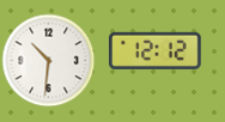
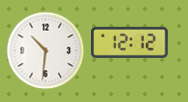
clock at (48, 60) position: (48, 60) -> (45, 50)
